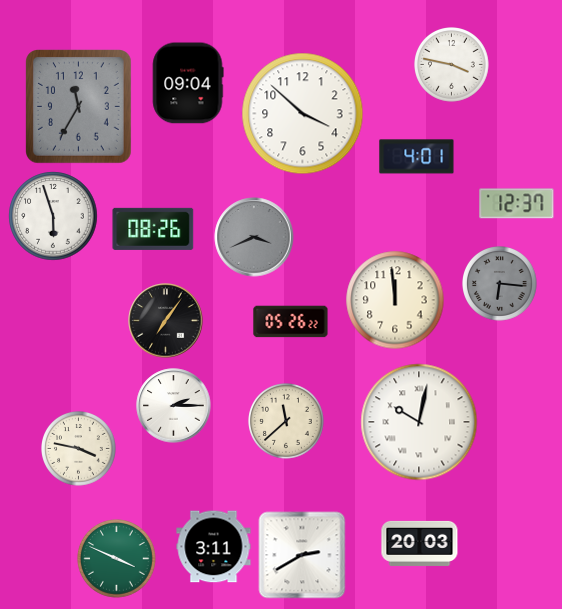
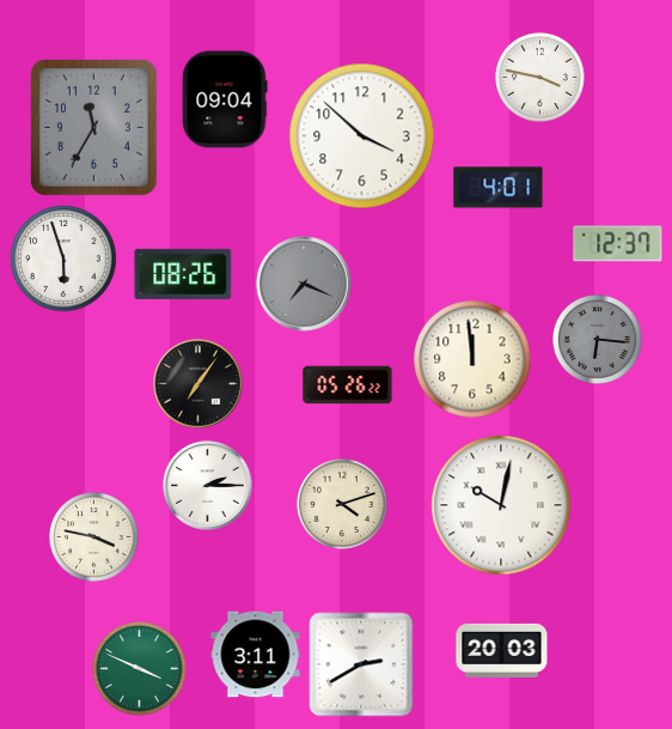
clock at (254, 237): 3:41 -> 7:19
clock at (287, 422): 11:38 -> 4:12
